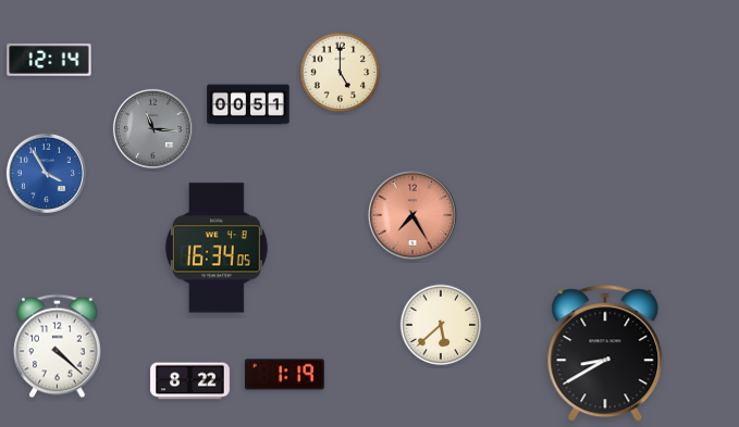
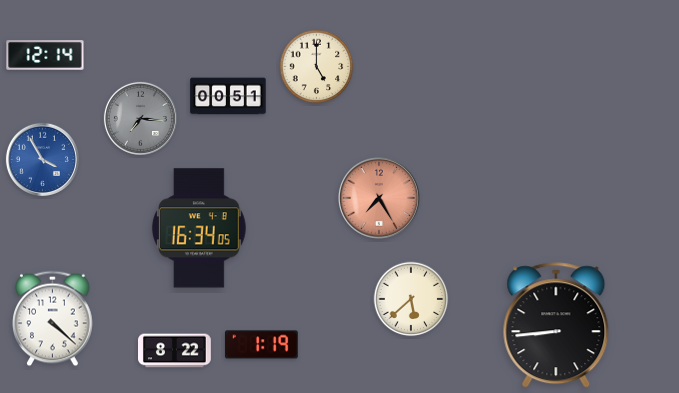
clock at (341, 73) position: (341, 73) -> (317, 67)
clock at (152, 128): 11:16 -> 7:16
clock at (441, 325) position: (441, 325) -> (411, 299)
clock at (605, 354): 8:40 -> 8:44
